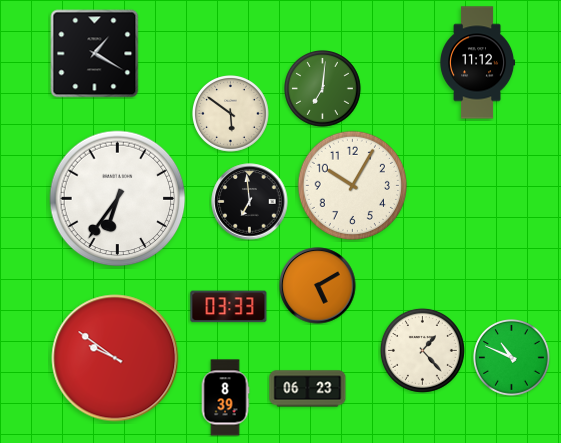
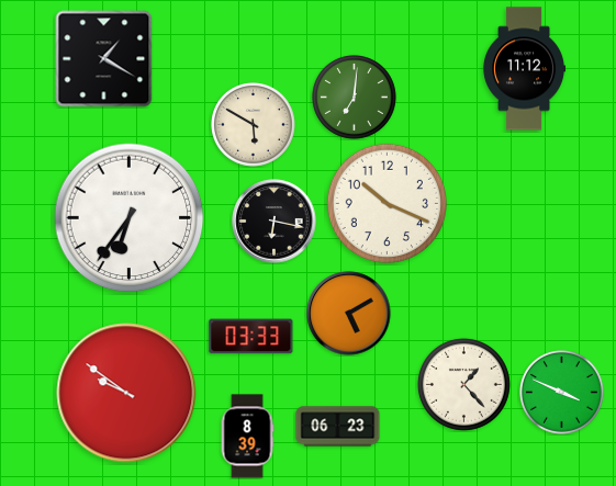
clock at (231, 114): 5:51 -> 5:50
clock at (352, 185): 10:05 -> 10:19
clock at (250, 202): 6:59 -> 6:17
clock at (512, 358): 10:49 -> 3:49
